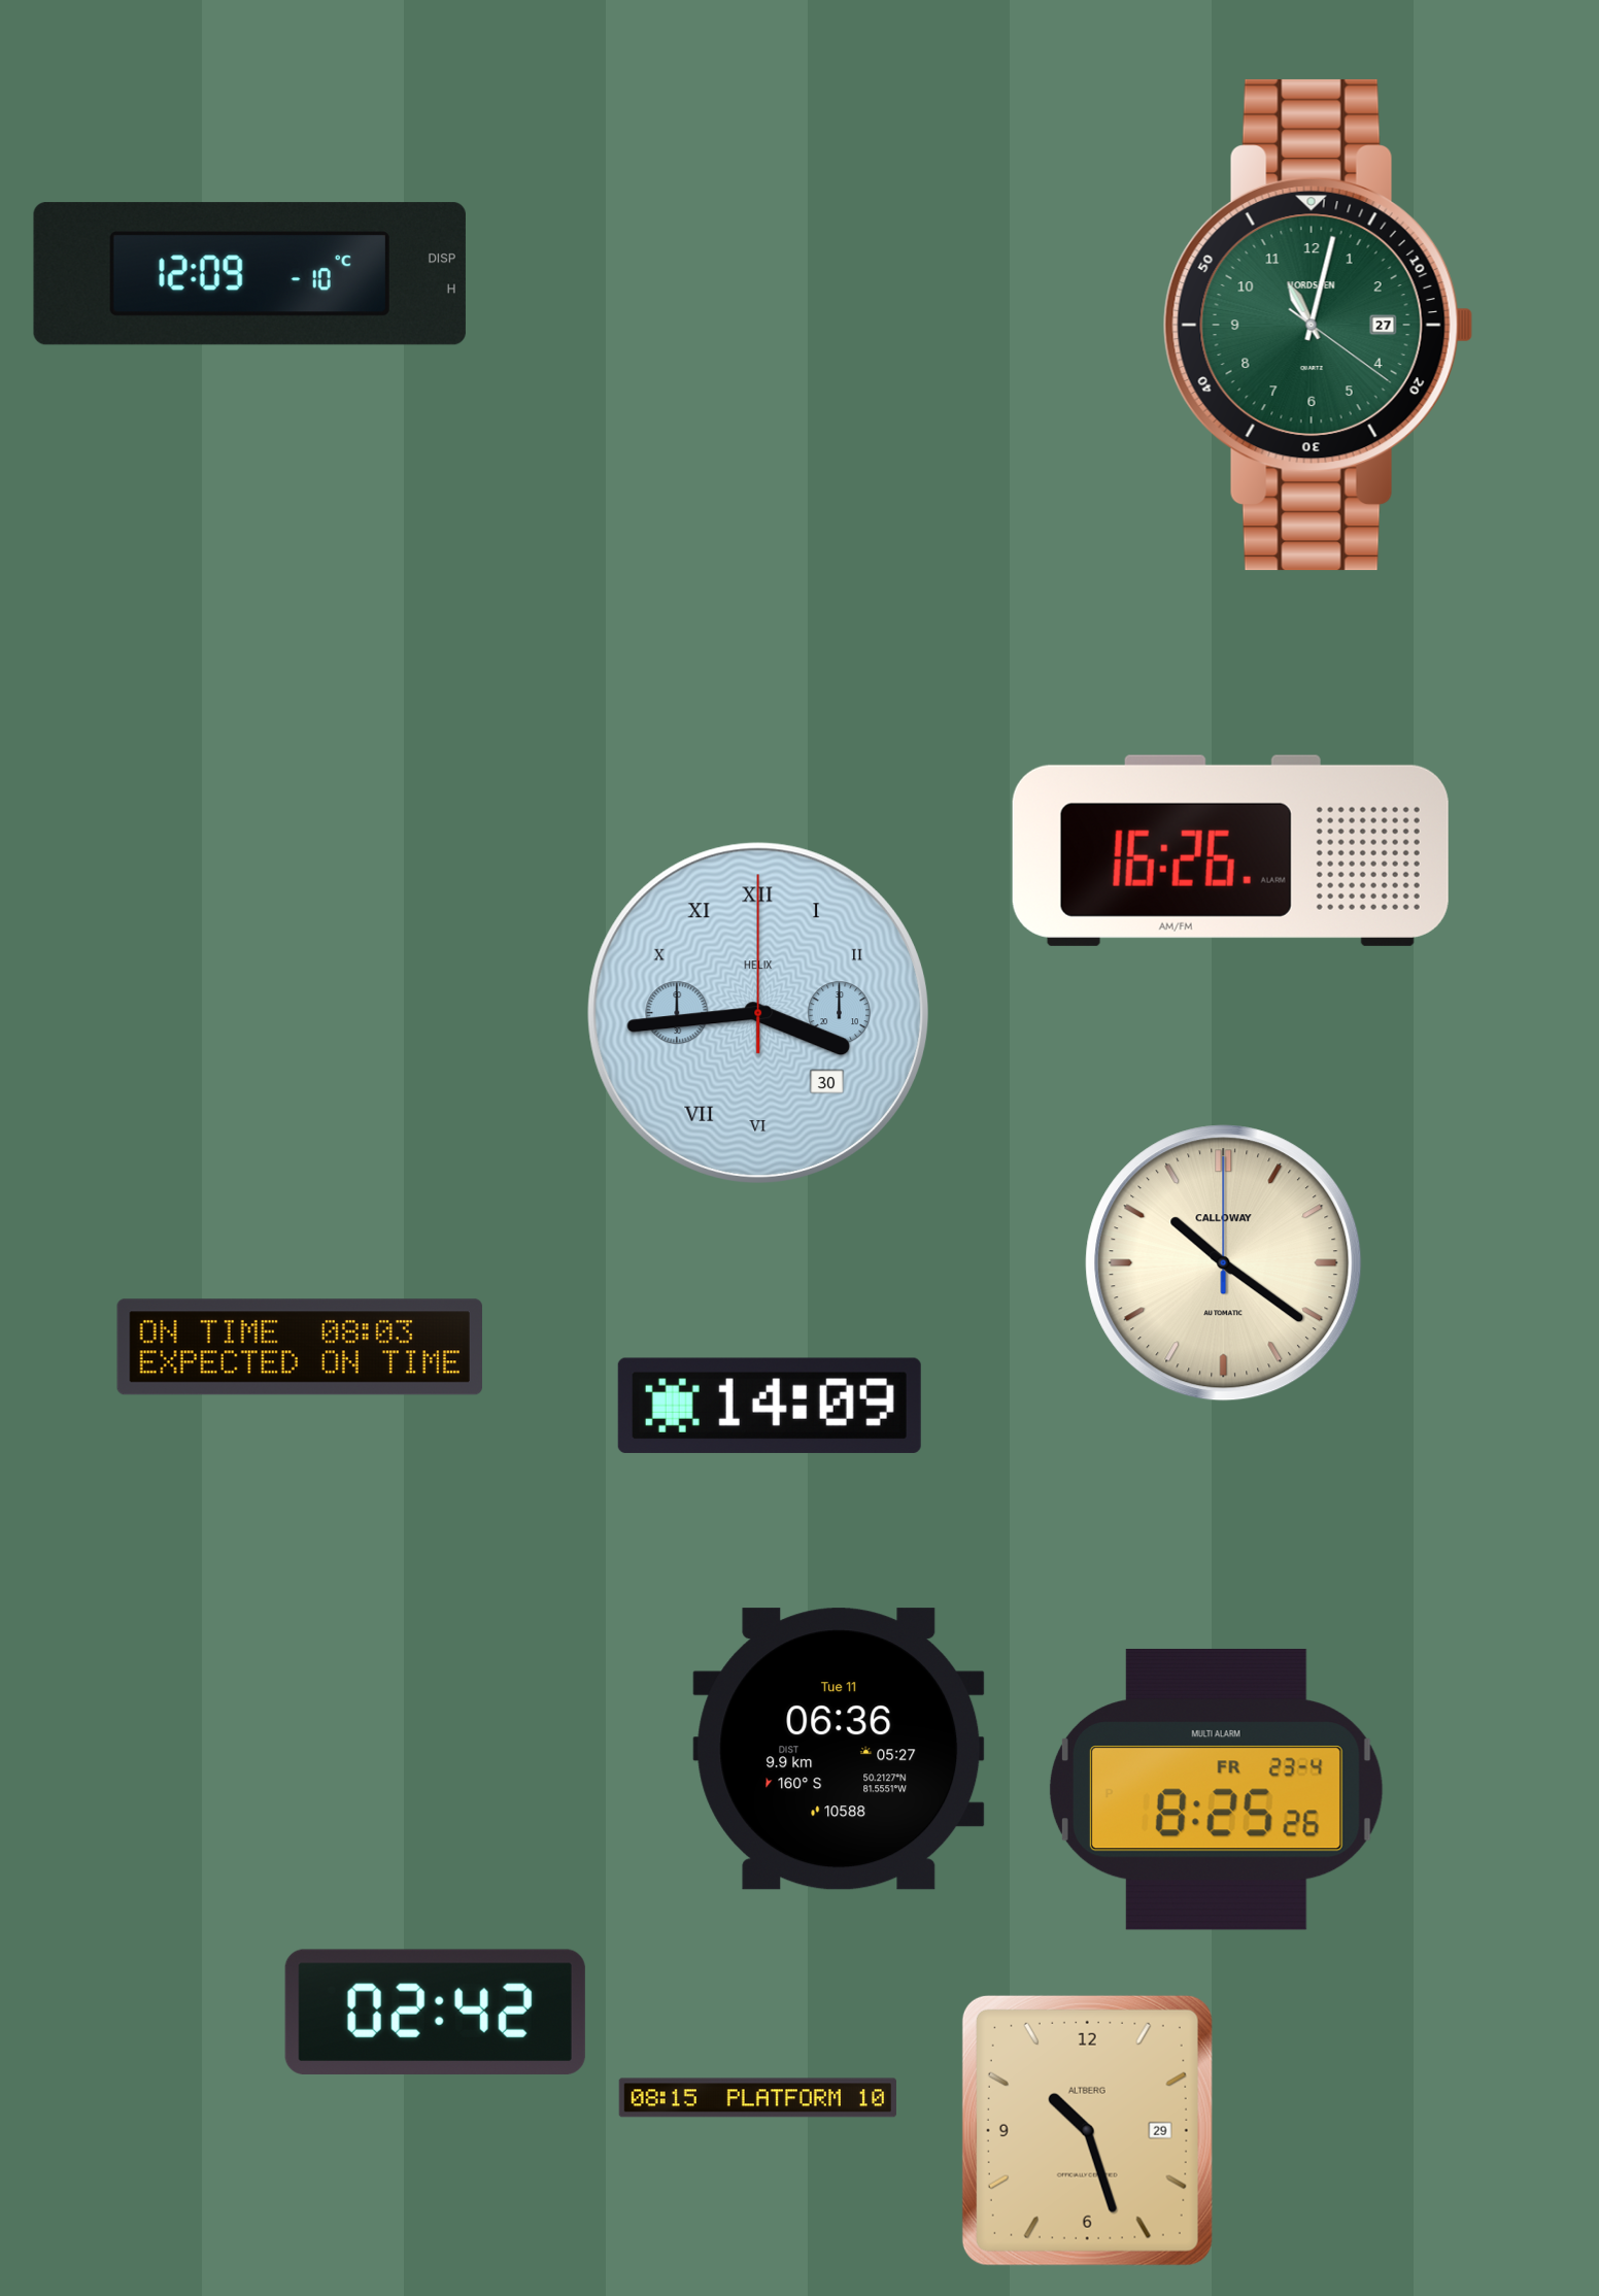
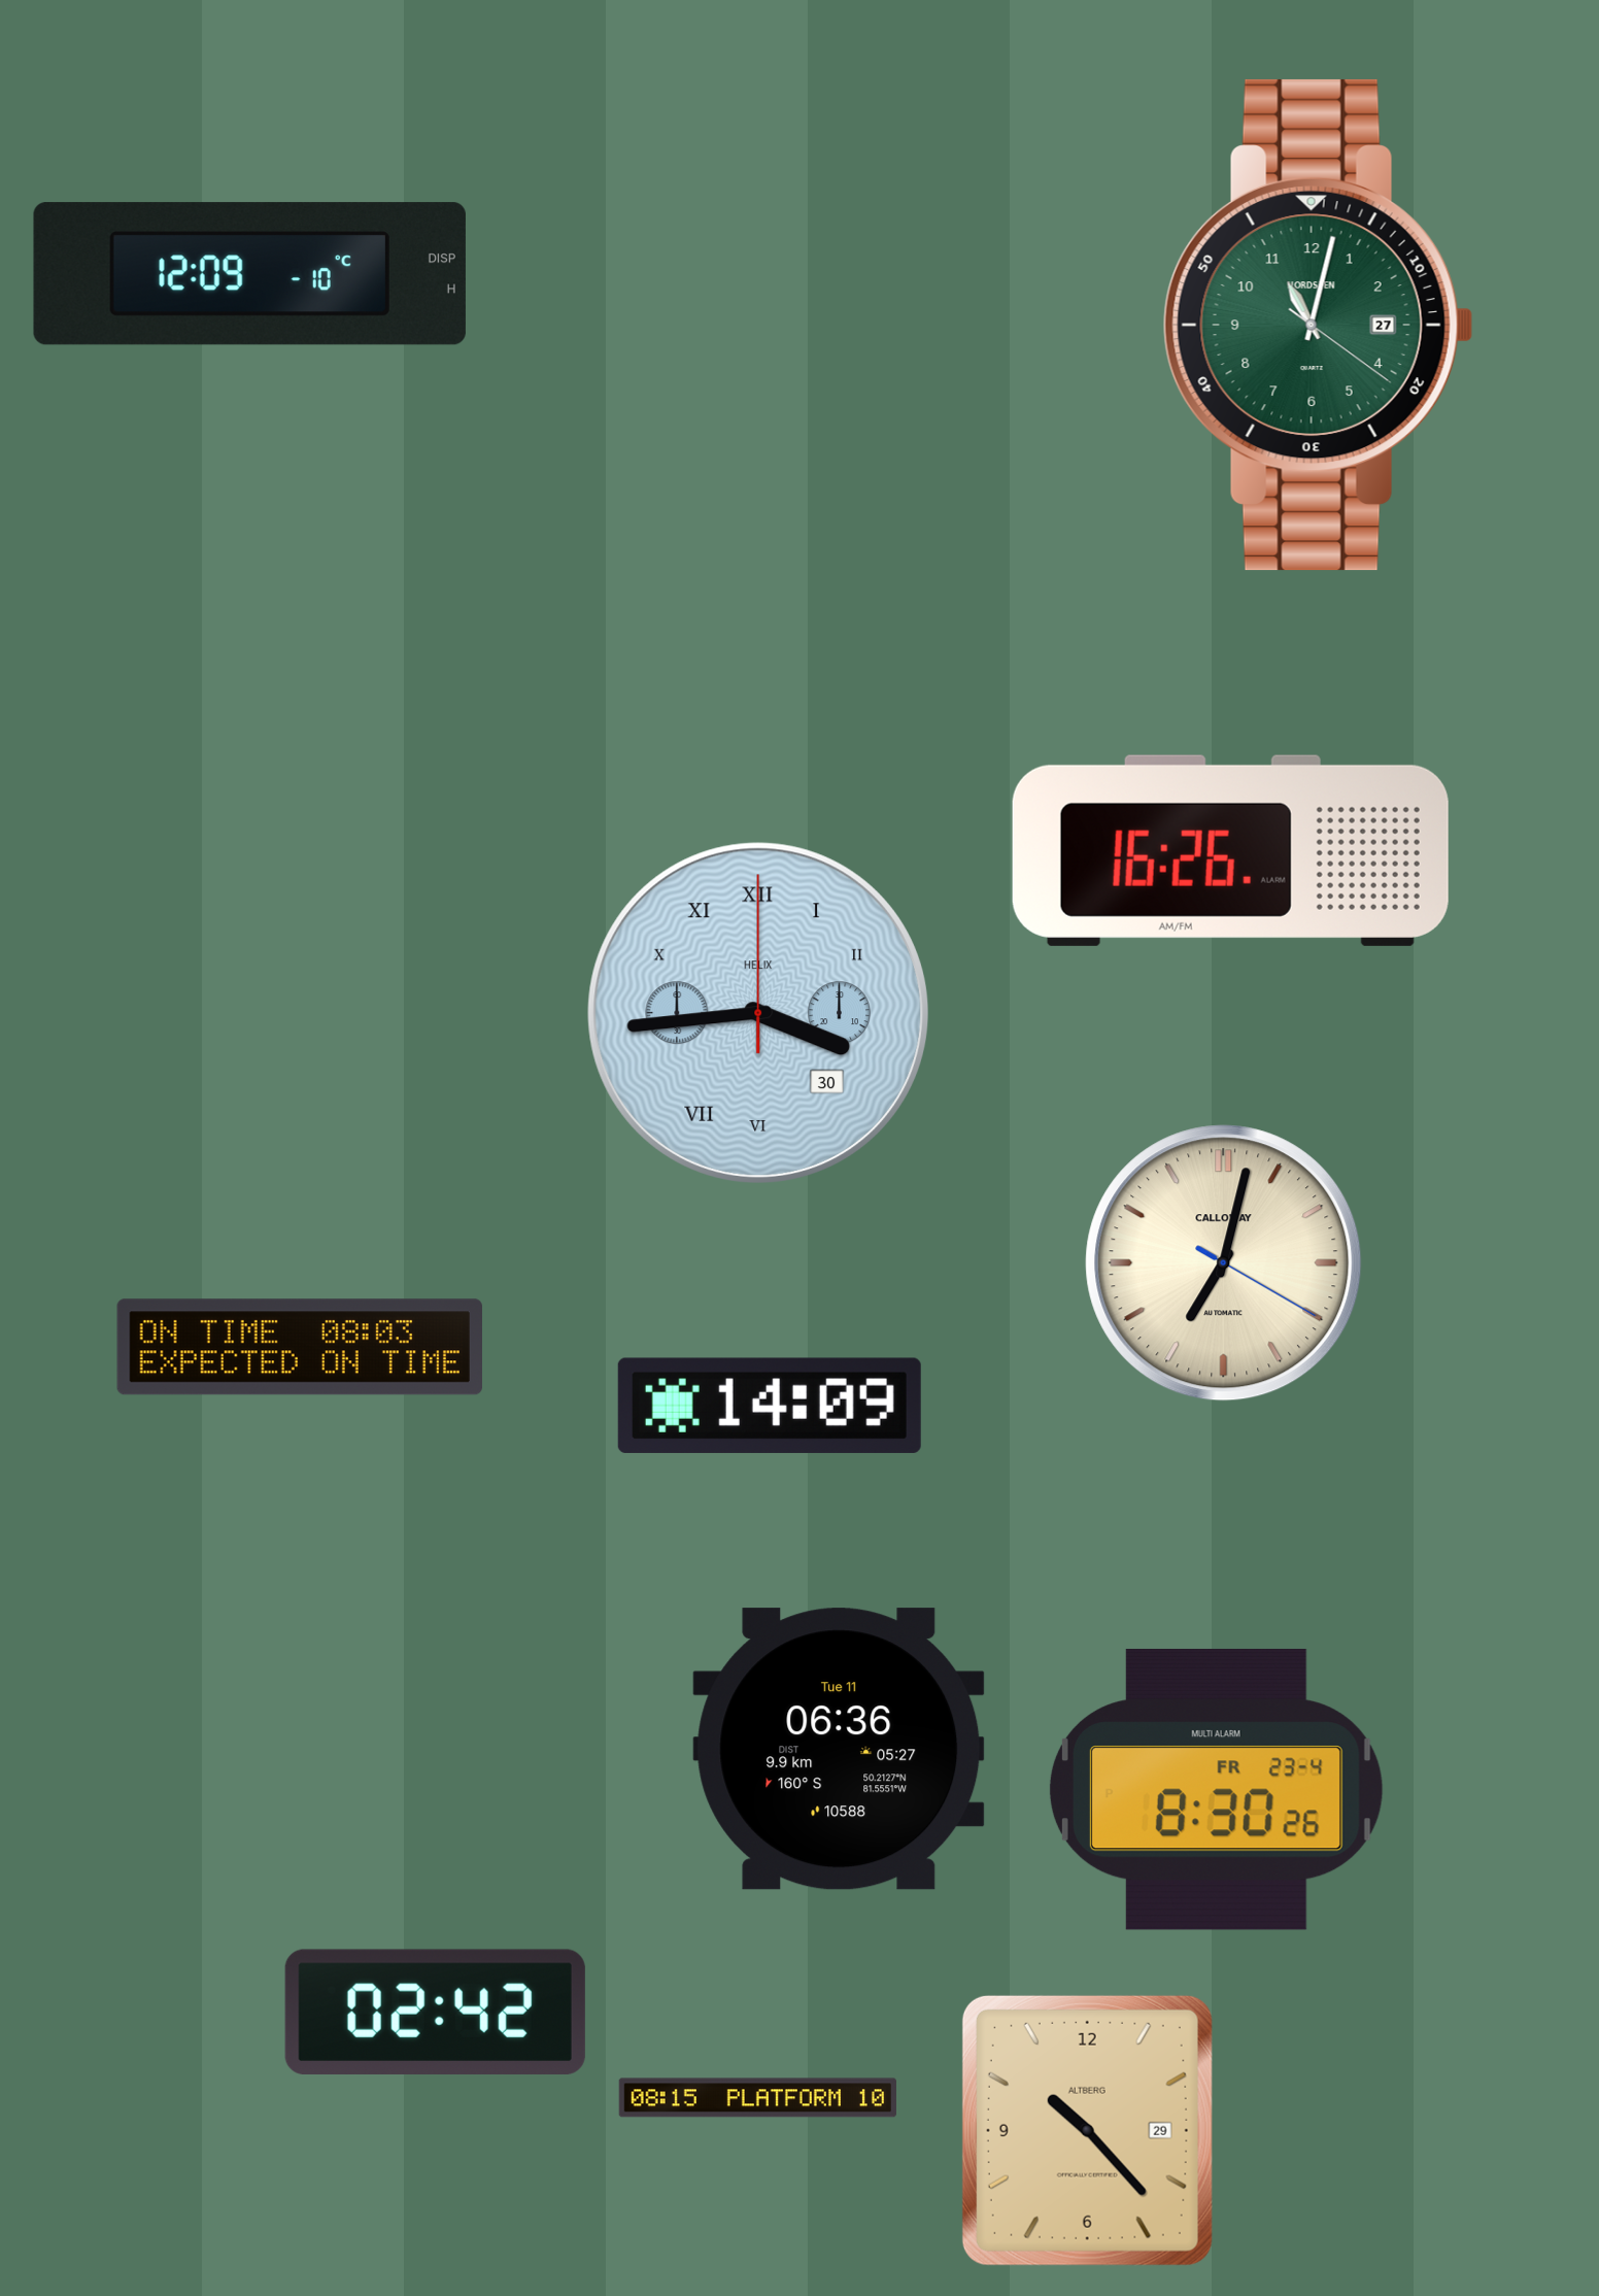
clock at (1224, 1263): 10:21 -> 7:02
clock at (1216, 1789): 8:25 -> 8:30
clock at (1087, 2130): 10:27 -> 10:23
